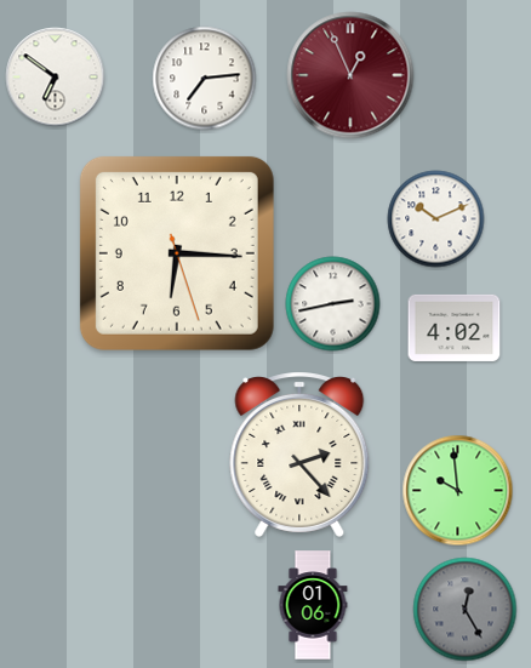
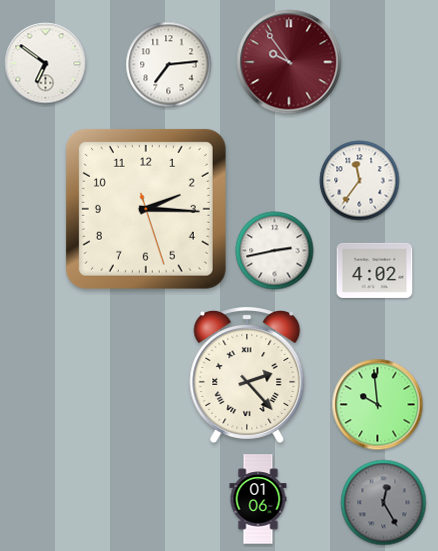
clock at (350, 75): 12:56 -> 9:54
clock at (436, 219): 10:11 -> 11:36
clock at (177, 253): 6:15 -> 2:15
